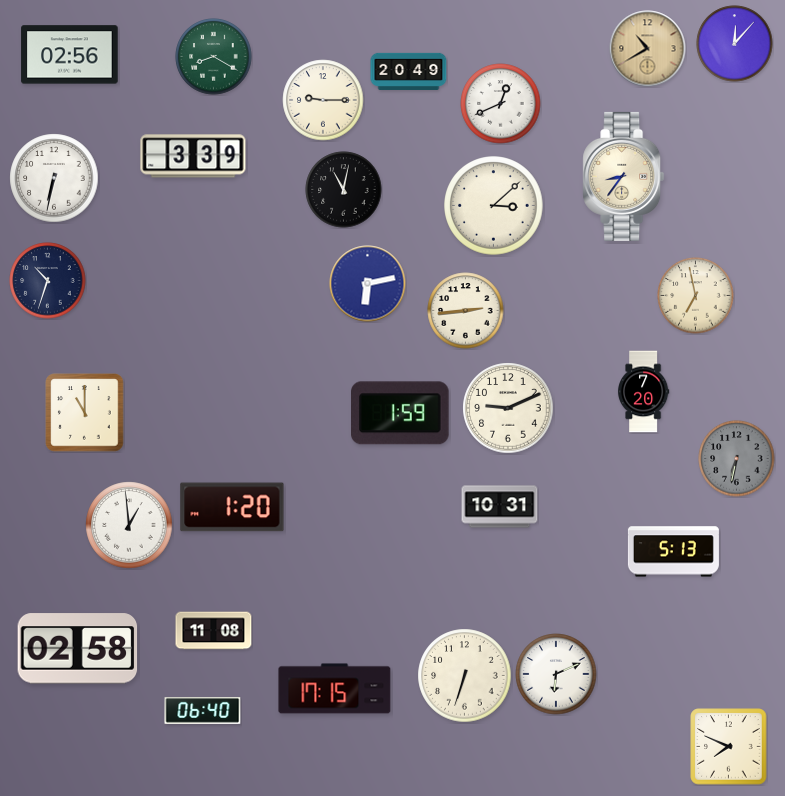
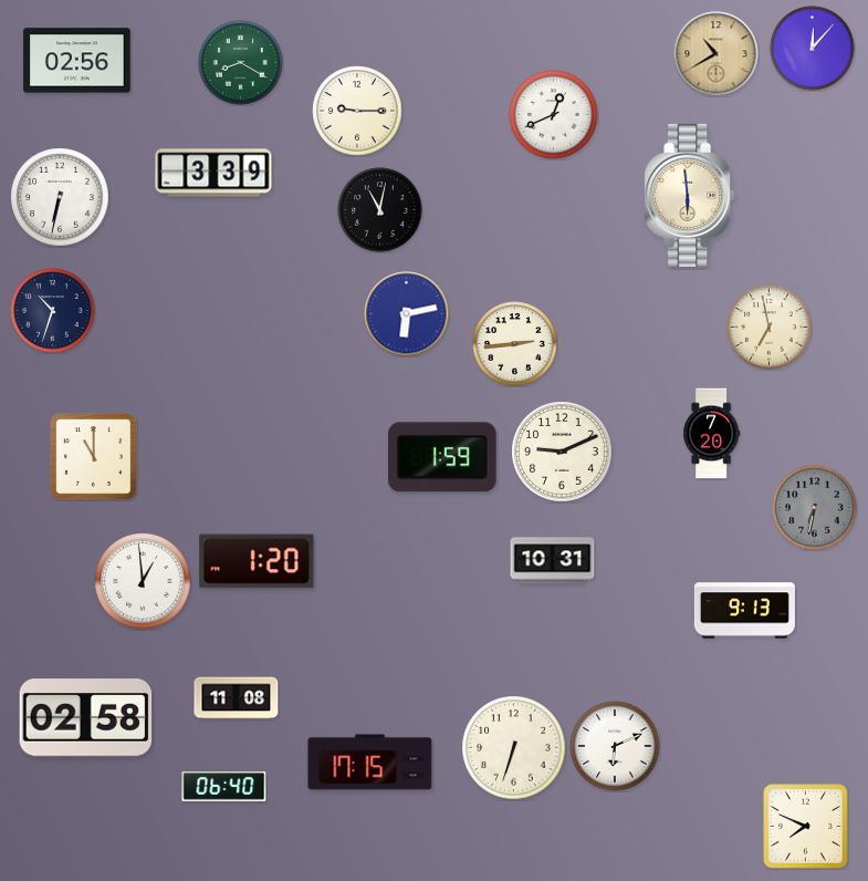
clock at (214, 57) position: (214, 57) -> (241, 63)
clock at (409, 71): 20:49 -> none
clock at (624, 176): 8:36 -> 5:59
clock at (494, 206): 3:08 -> none
clock at (673, 552): 5:13 -> 9:13
